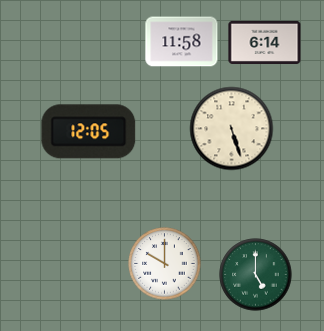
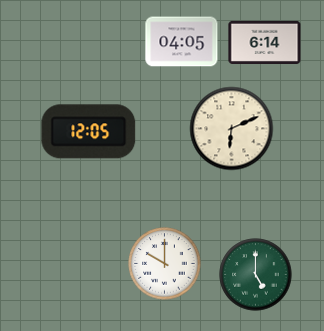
clock at (182, 42): 11:58 -> 04:05
clock at (232, 129): 5:27 -> 6:11
